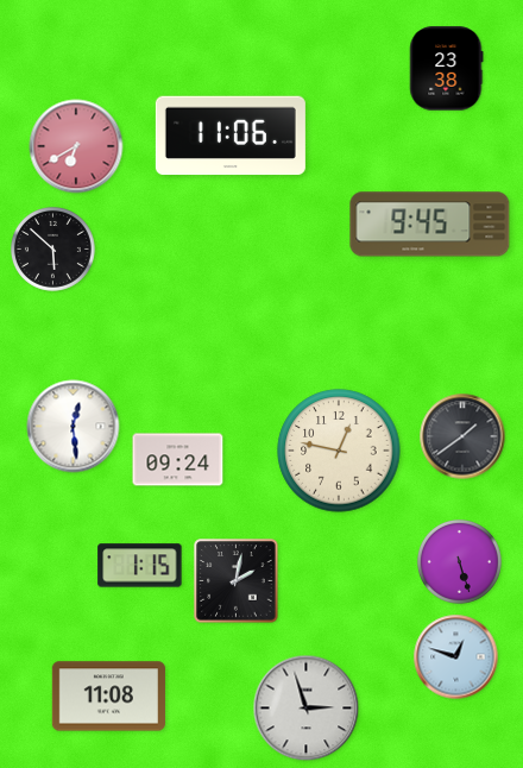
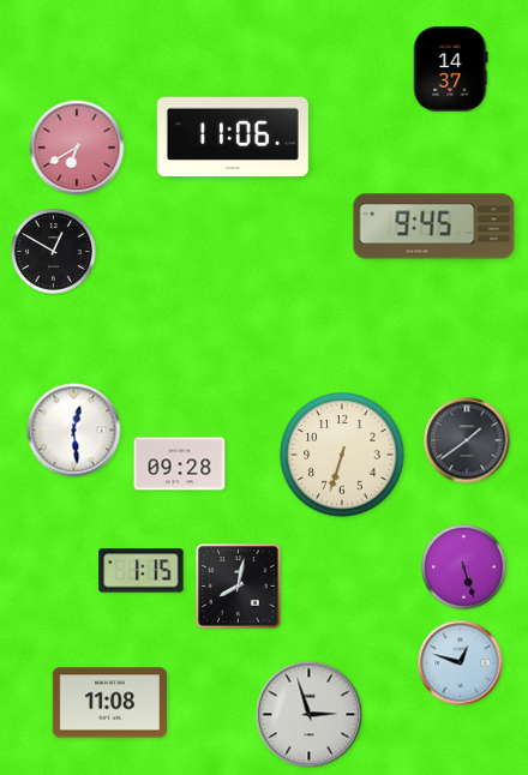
clock at (447, 69): 23:38 -> 14:37
clock at (52, 248): 5:52 -> 12:50
clock at (339, 451): 12:47 -> 6:33
clock at (178, 460): 09:24 -> 09:28
clock at (237, 581): 2:02 -> 8:02
